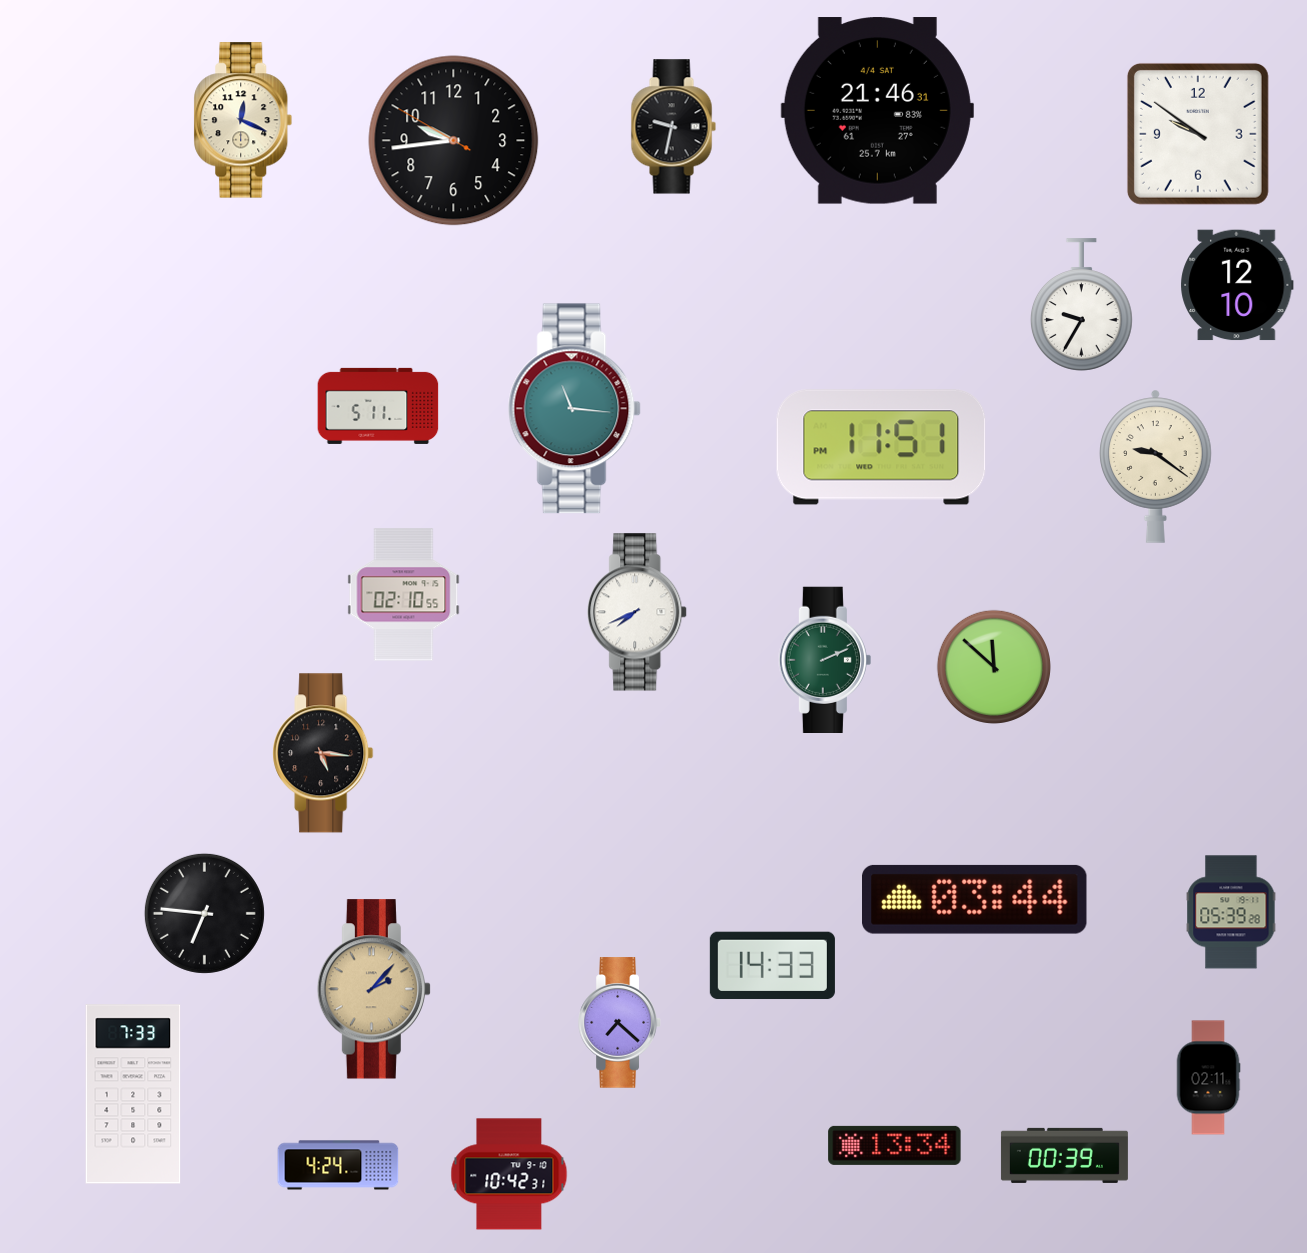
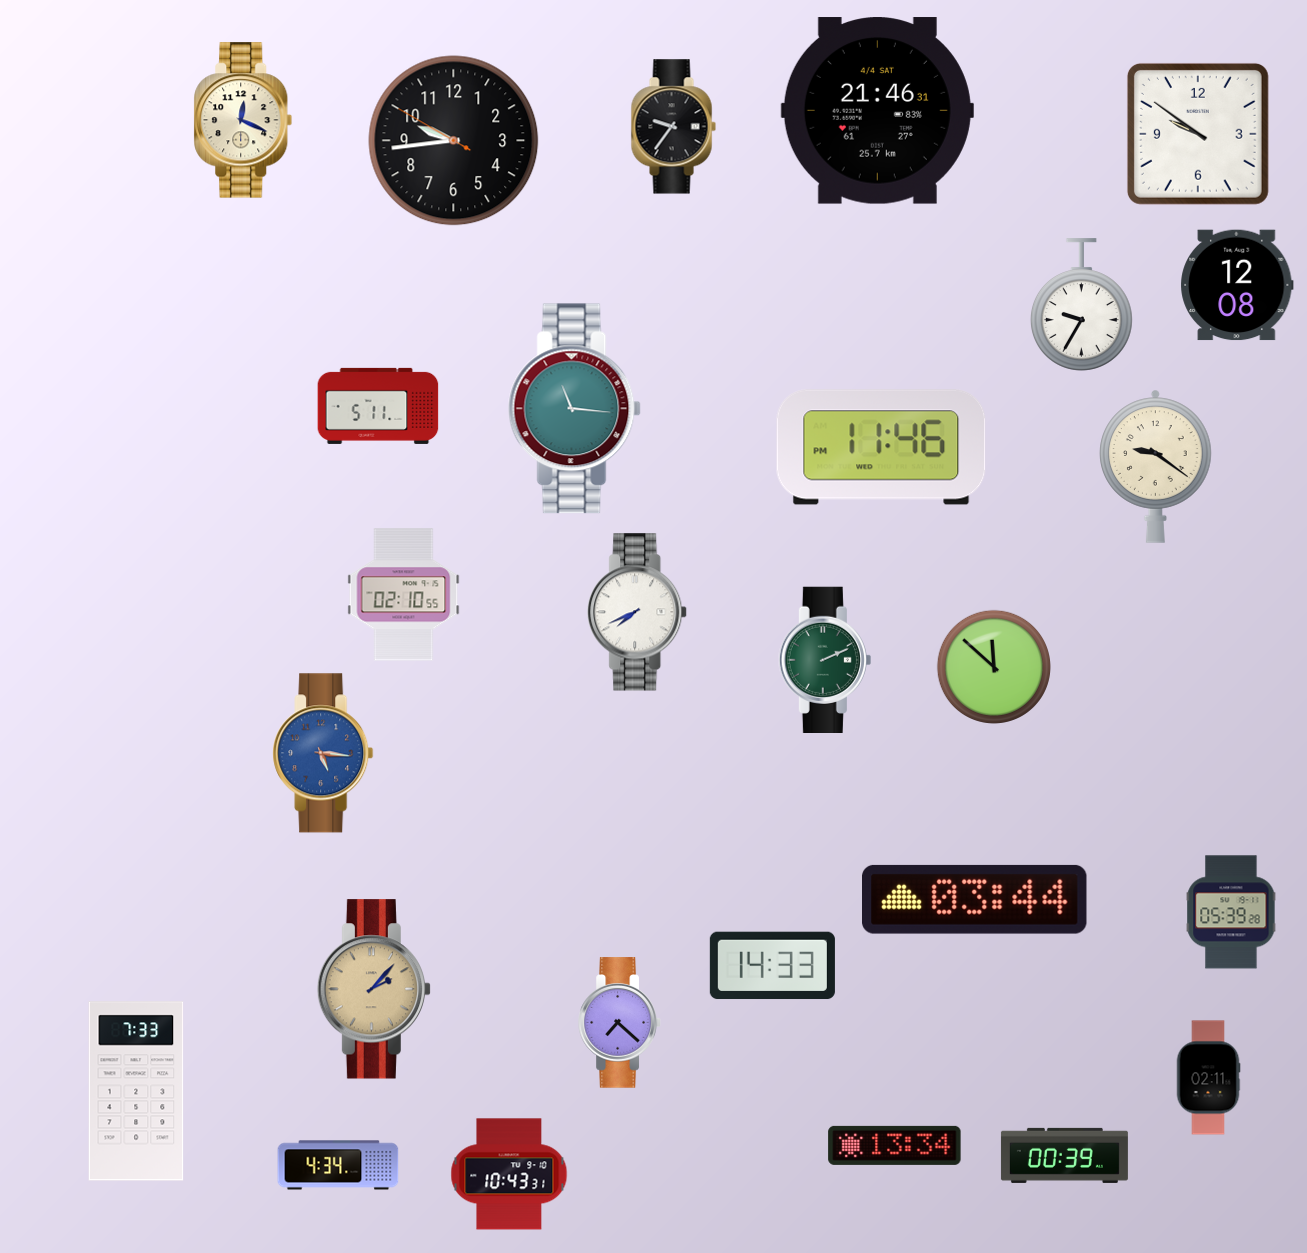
clock at (673, 127): 9:32 -> 9:36
clock at (1237, 285): 12:10 -> 12:08
clock at (881, 447): 11:51 -> 11:46
clock at (323, 753) dial: black -> blue
clock at (204, 913): 6:46 -> none
clock at (133, 1094) position: (133, 1094) -> (136, 1091)
clock at (338, 1165): 4:24 -> 4:34
clock at (509, 1174): 10:42 -> 10:43
